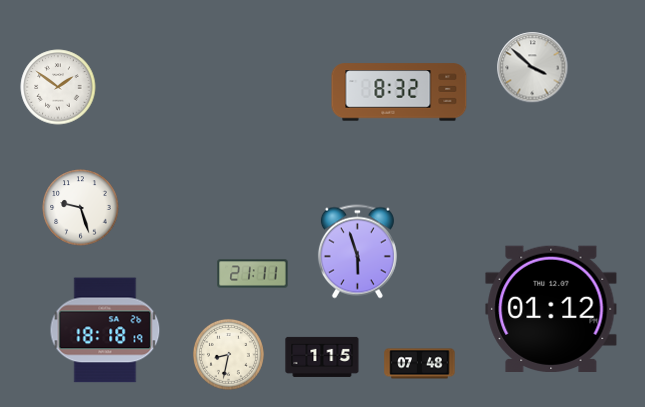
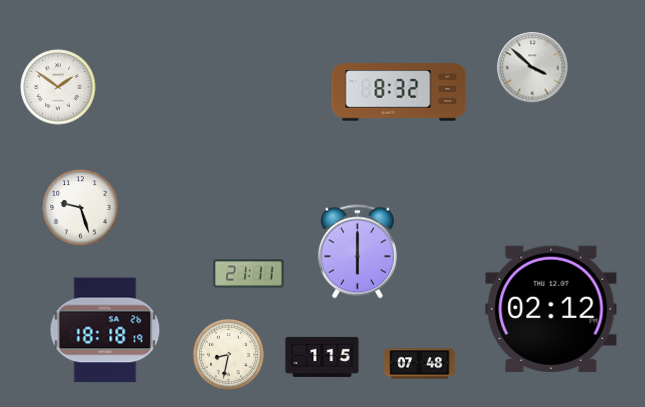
clock at (357, 252): 5:57 -> 6:00
clock at (253, 274) position: (253, 274) -> (249, 274)
clock at (551, 308): 01:12 -> 02:12
